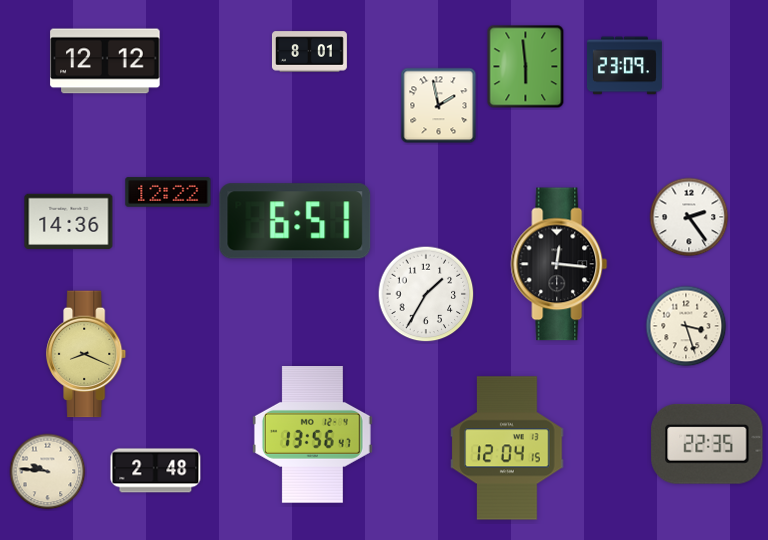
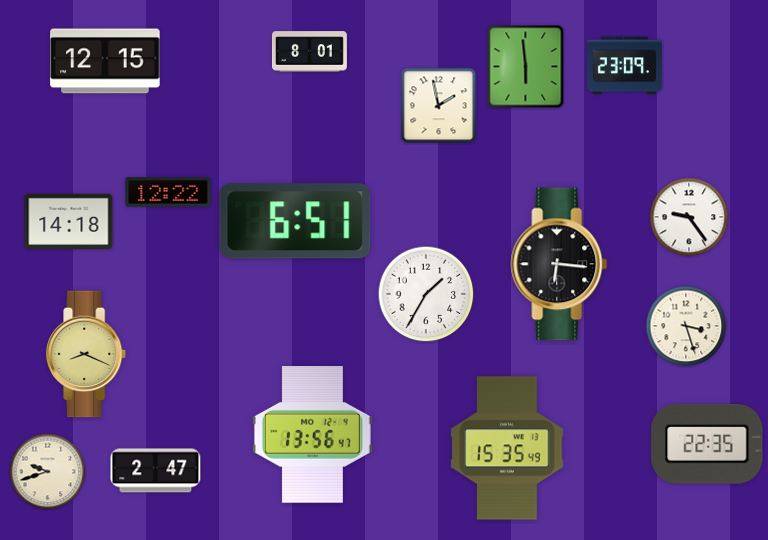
clock at (105, 61): 12:12 -> 12:15
clock at (689, 217): 2:24 -> 9:24
clock at (69, 221): 14:36 -> 14:18
clock at (559, 264): 12:16 -> 6:16
clock at (507, 448): 12:04 -> 15:35
clock at (156, 471): 2:48 -> 2:47
clock at (48, 472): 9:46 -> 9:42
